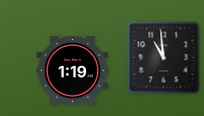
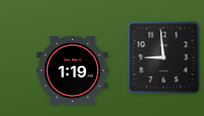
clock at (164, 58): 10:59 -> 8:59
